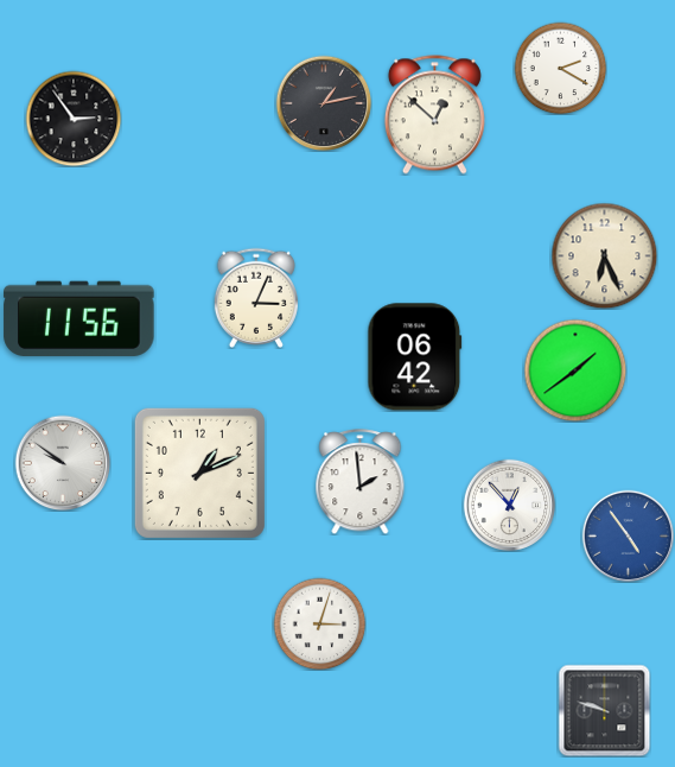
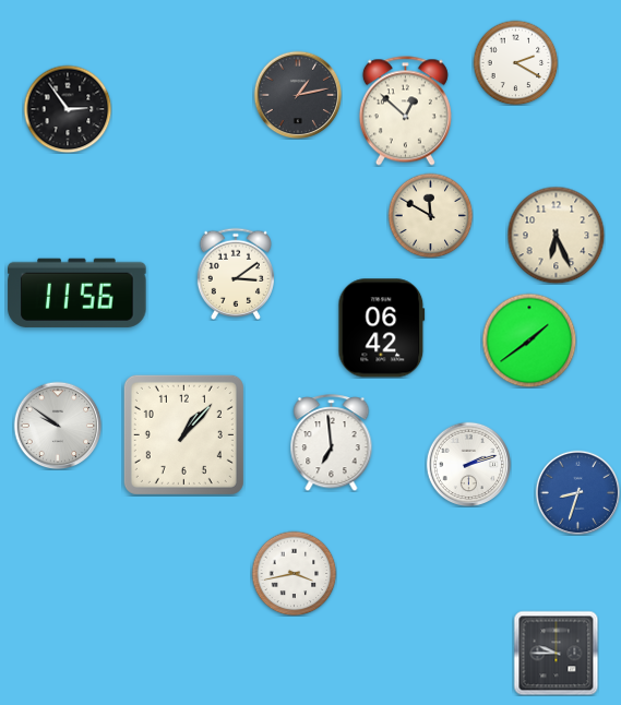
clock at (434, 115) position: (434, 115) -> (405, 111)
clock at (430, 215): none -> 11:50
clock at (256, 298): 3:04 -> 3:09
clock at (79, 318) position: (79, 318) -> (77, 292)
clock at (199, 473): 1:11 -> 1:07
clock at (361, 482): 1:59 -> 6:59
clock at (509, 505): 12:53 -> 2:12
clock at (628, 535): 4:54 -> 8:33
clock at (319, 623): 3:03 -> 3:43
clock at (604, 710): 9:48 -> 9:45
